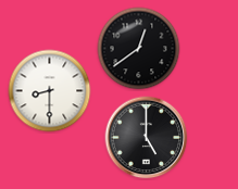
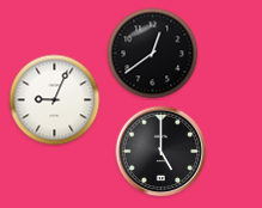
clock at (50, 91): 8:30 -> 9:04
